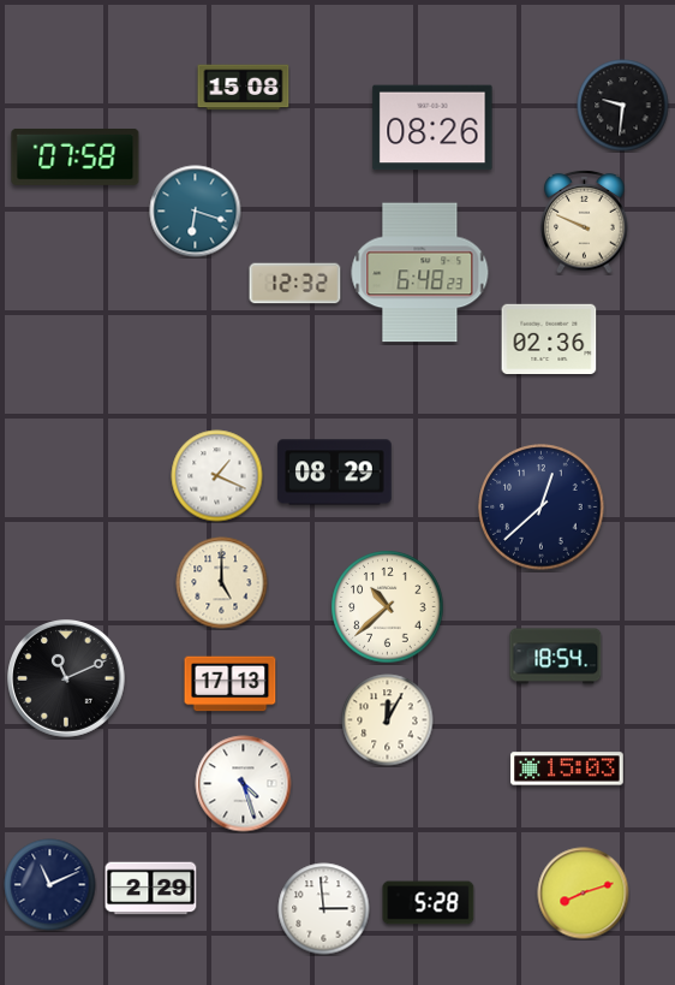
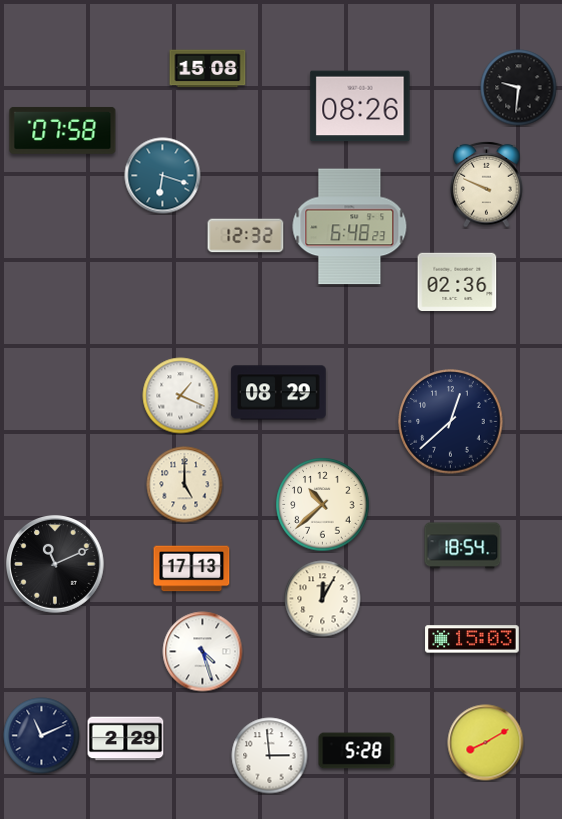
clock at (244, 88) position: (244, 88) -> (208, 69)
clock at (584, 894): 8:12 -> 8:10
